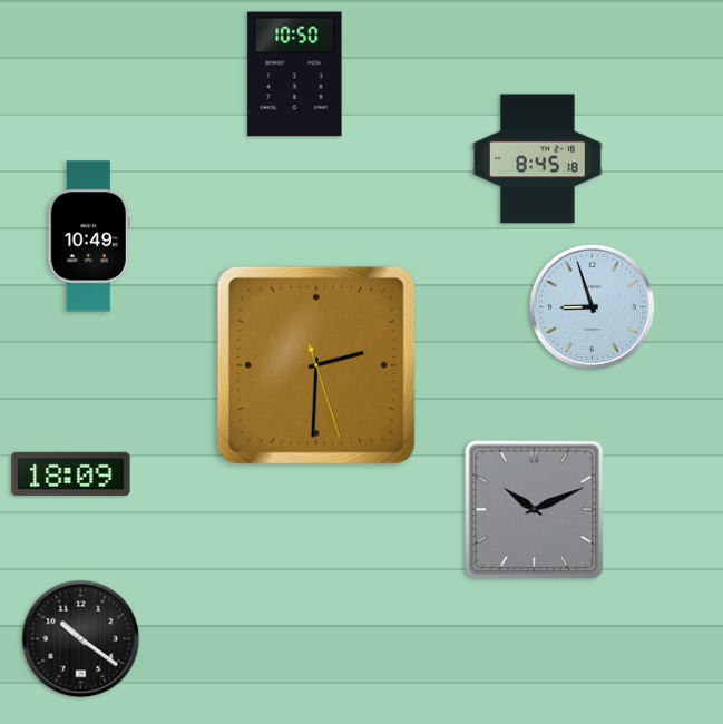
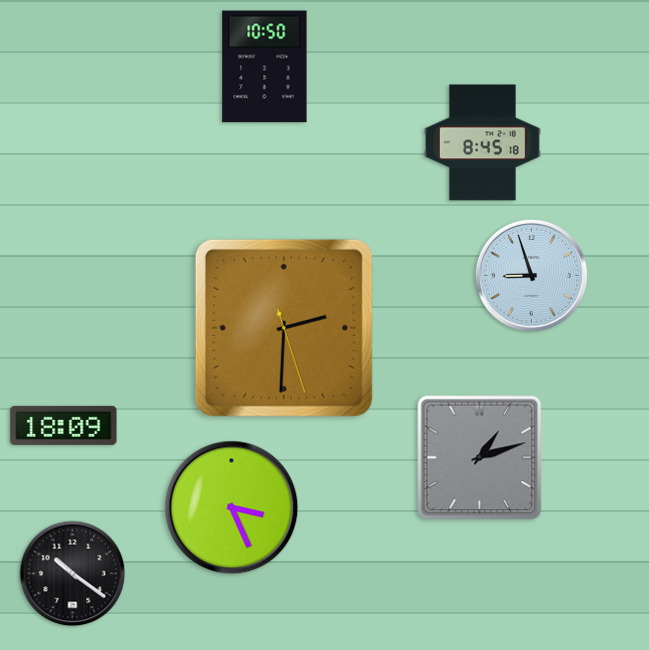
clock at (89, 236): 10:49 -> none
clock at (535, 510): 10:11 -> 1:12
clock at (232, 508): none -> 3:26
